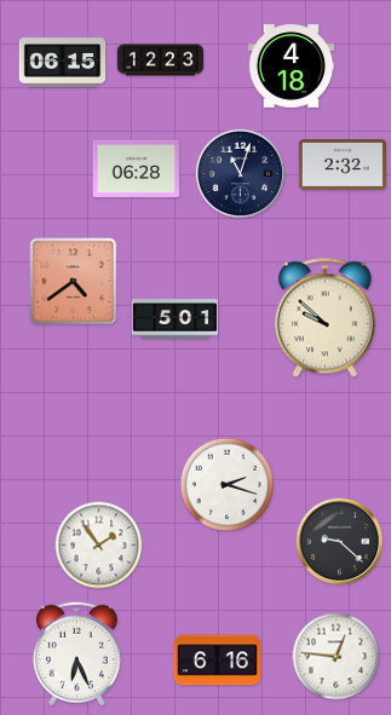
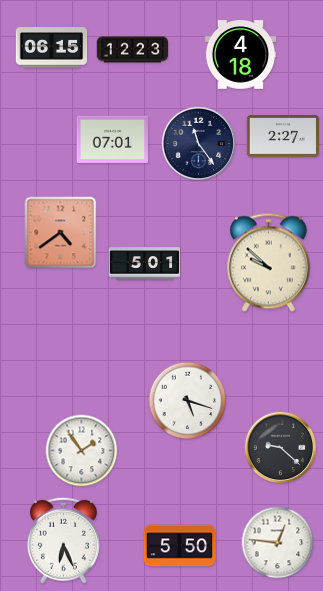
clock at (63, 63) position: (63, 63) -> (52, 48)
clock at (343, 165): 2:32 -> 2:27
clock at (137, 168): 06:28 -> 07:01
clock at (240, 173): 11:03 -> 11:24
clock at (228, 485): 2:18 -> 5:18
clock at (218, 661): 6:16 -> 5:50
